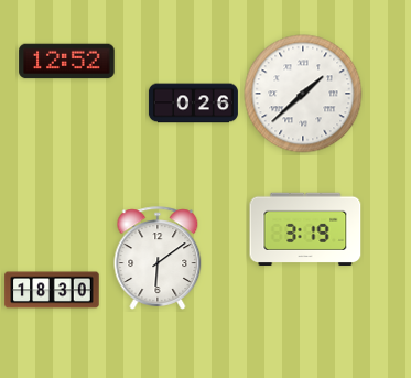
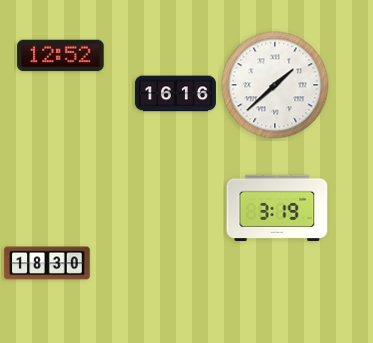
clock at (193, 104): 0:26 -> 16:16
clock at (158, 258): 6:09 -> none
